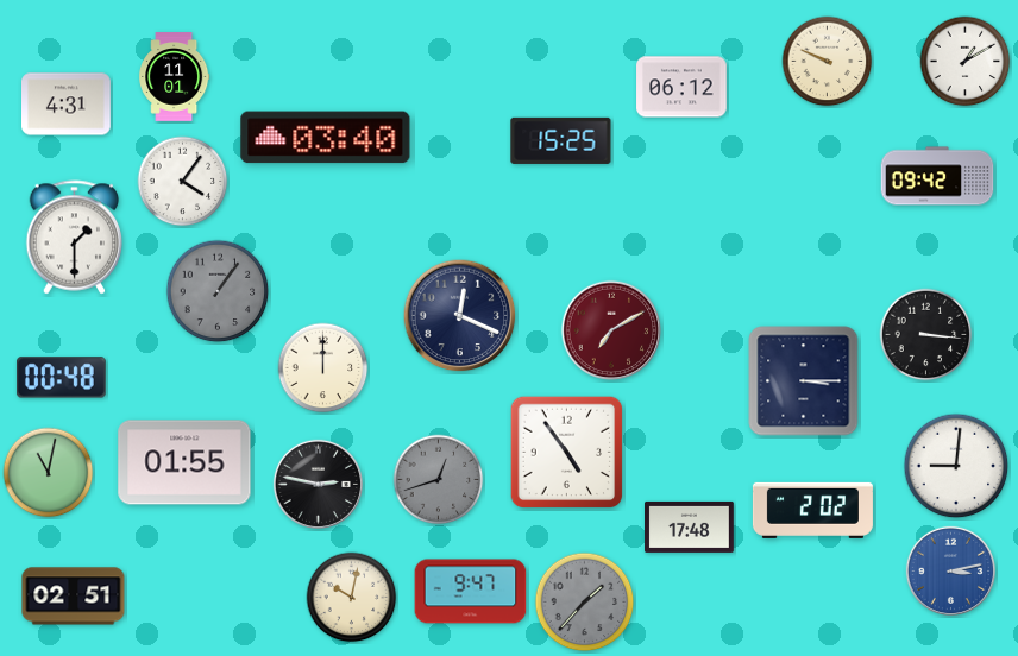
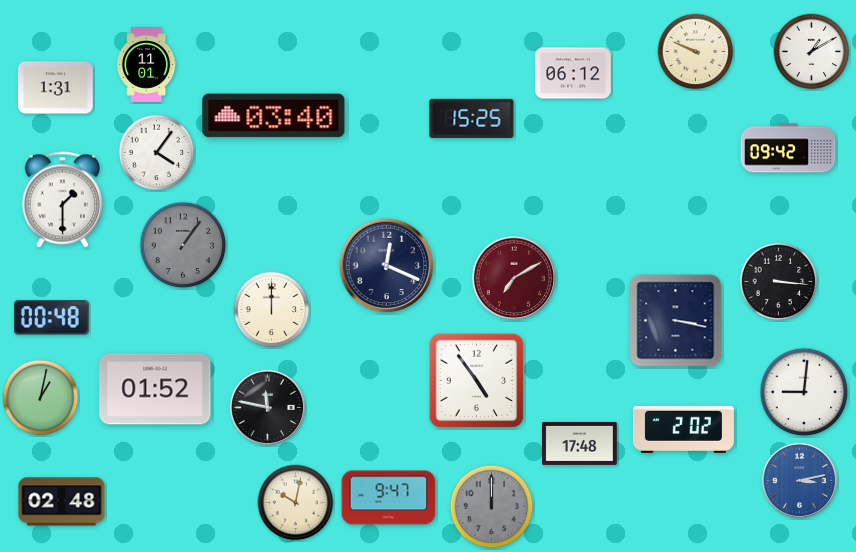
clock at (67, 105): 4:31 -> 1:31
clock at (183, 182) position: (183, 182) -> (157, 153)
clock at (804, 381): 3:15 -> 3:17
clock at (184, 462): 01:55 -> 01:52
clock at (49, 473): 11:02 -> 1:02
clock at (439, 480): 12:42 -> none
clock at (318, 484): 2:47 -> 11:47
clock at (471, 592) position: (471, 592) -> (389, 498)
clock at (74, 597): 02:51 -> 02:48
clock at (585, 603): 1:37 -> 12:00
